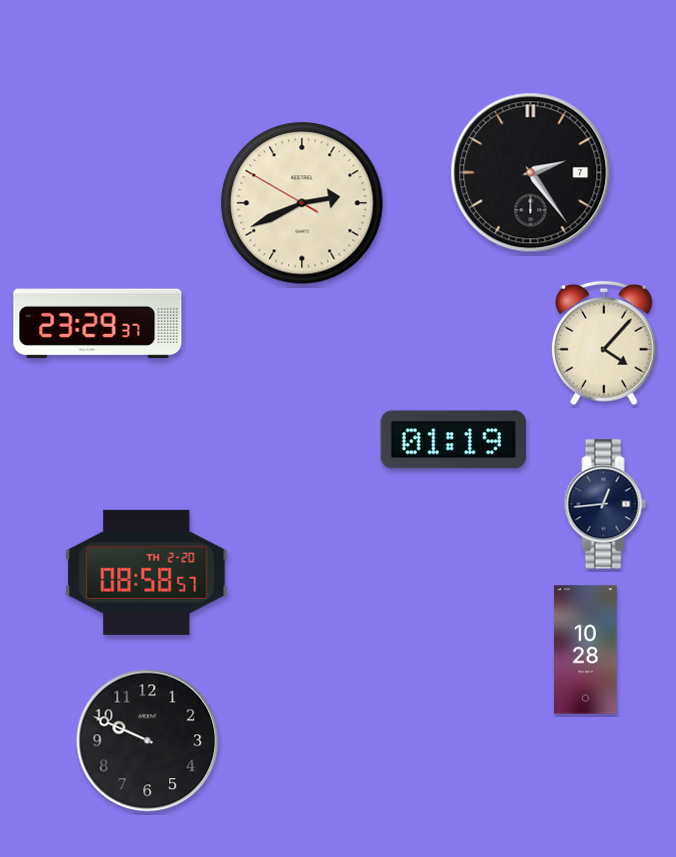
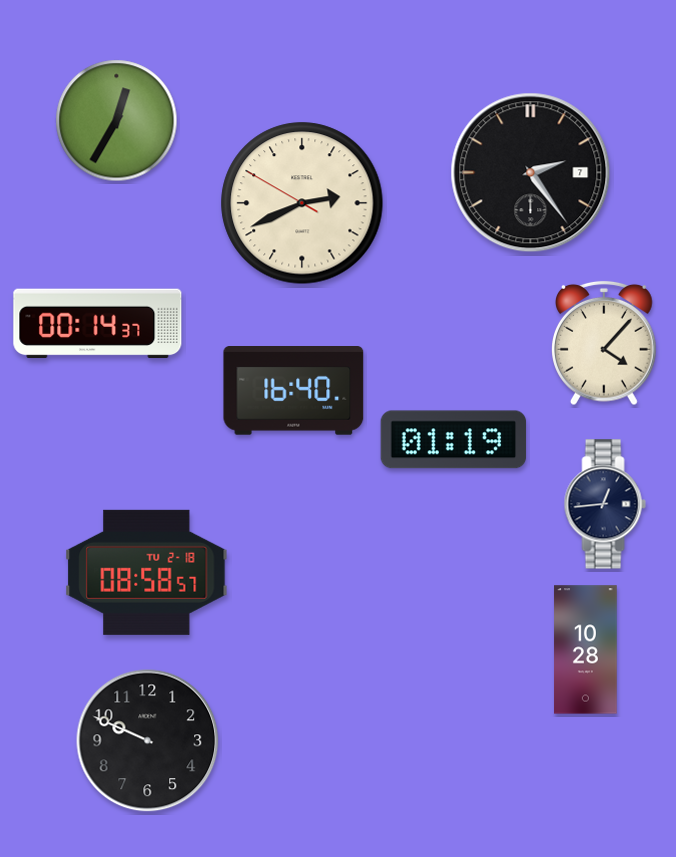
clock at (117, 121): none -> 12:35
clock at (98, 324): 23:29 -> 00:14
clock at (294, 391): none -> 16:40
clock at (147, 572) date: TH 2-20 -> TU 2-18
